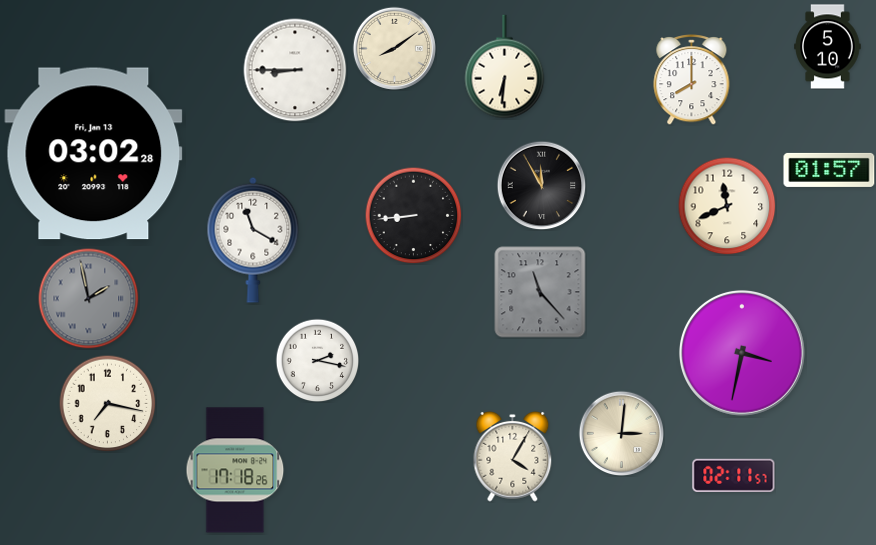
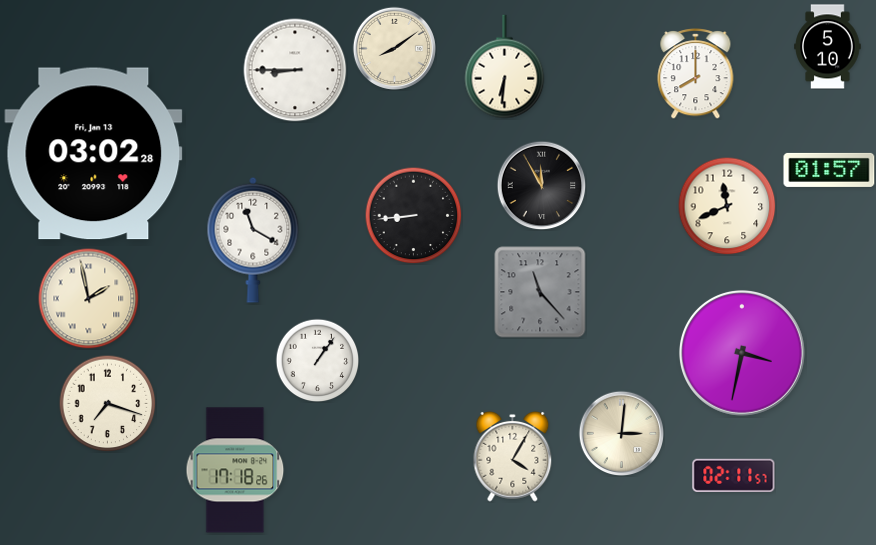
clock at (692, 80) position: (692, 80) -> (696, 74)
clock at (89, 299) dial: grey -> cream
clock at (317, 360): 2:17 -> 1:06
clock at (107, 403): 7:17 -> 7:18
